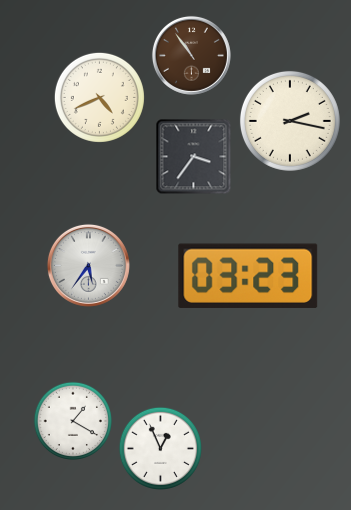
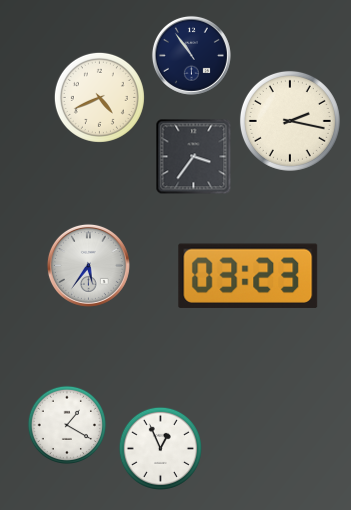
clock at (191, 55) dial: brown -> navy
clock at (72, 420) position: (72, 420) -> (66, 424)
